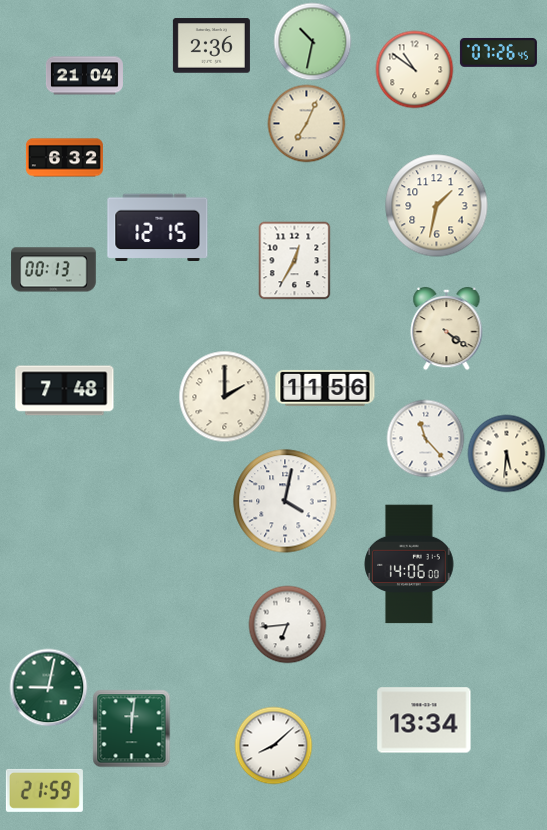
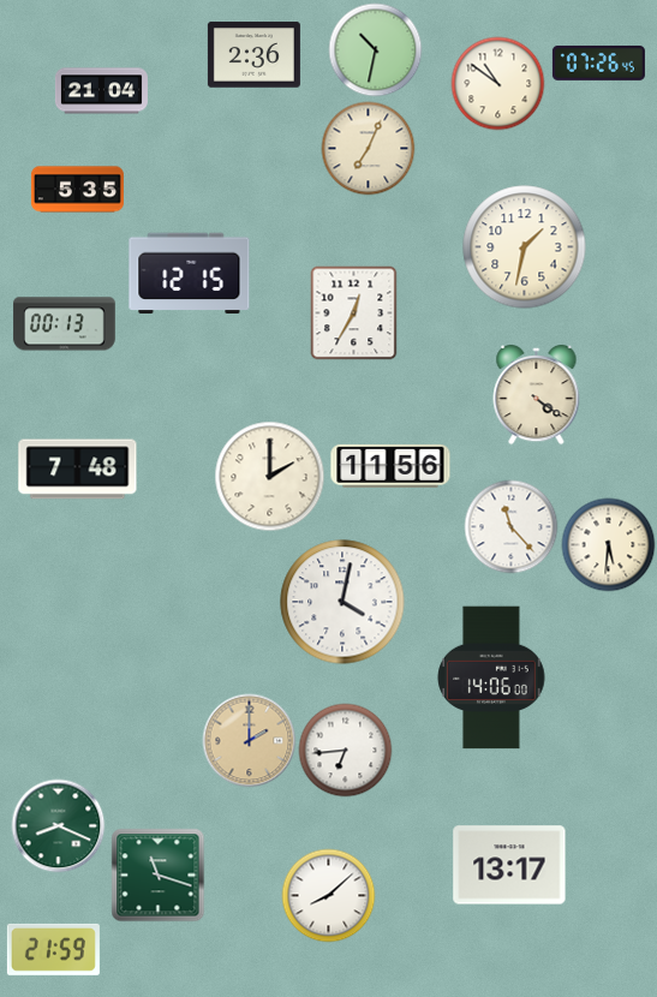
clock at (64, 158): 6:32 -> 5:35
clock at (249, 740): none -> 2:00
clock at (48, 687): 9:02 -> 8:19
clock at (424, 720): 13:34 -> 13:17
clock at (131, 728): 12:01 -> 11:18
